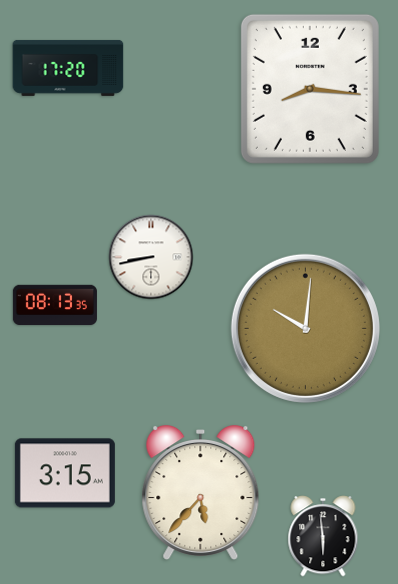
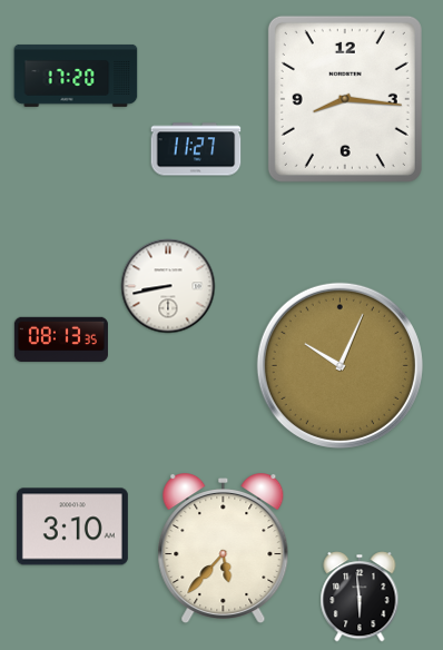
clock at (196, 149): none -> 11:27
clock at (305, 328): 10:01 -> 10:04
clock at (65, 473): 3:15 -> 3:10
